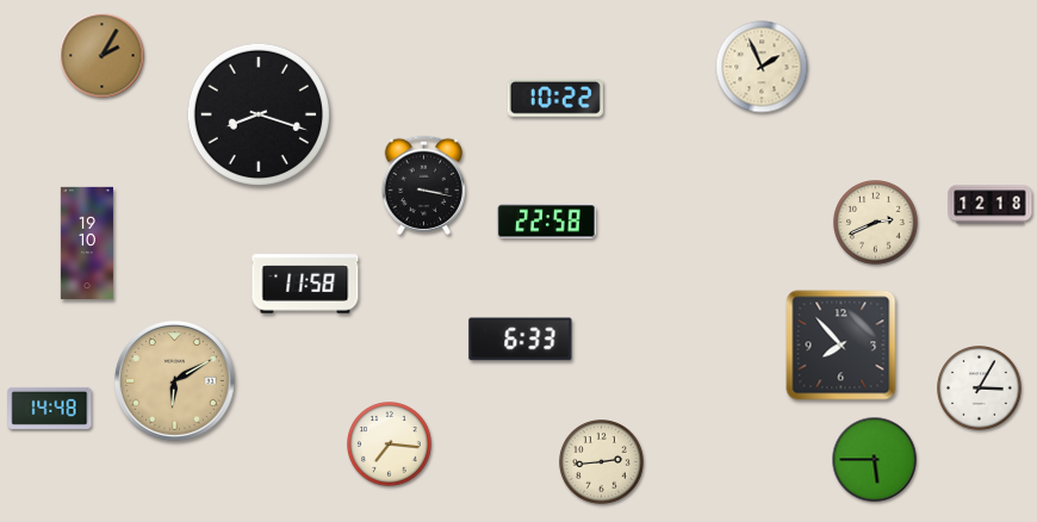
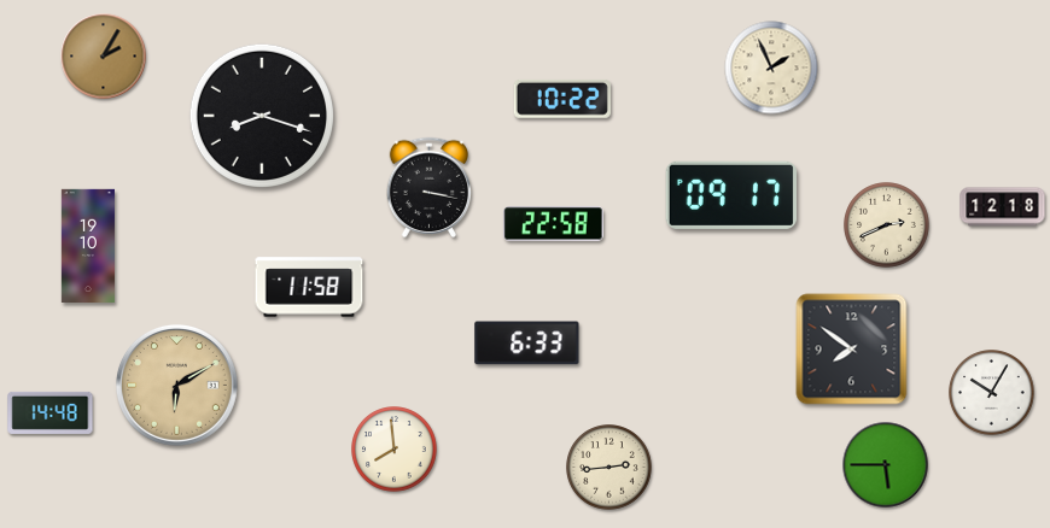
clock at (731, 195): none -> 09:17
clock at (842, 346): 7:53 -> 7:51
clock at (980, 389): 3:05 -> 10:05
clock at (390, 445): 7:16 -> 7:59
